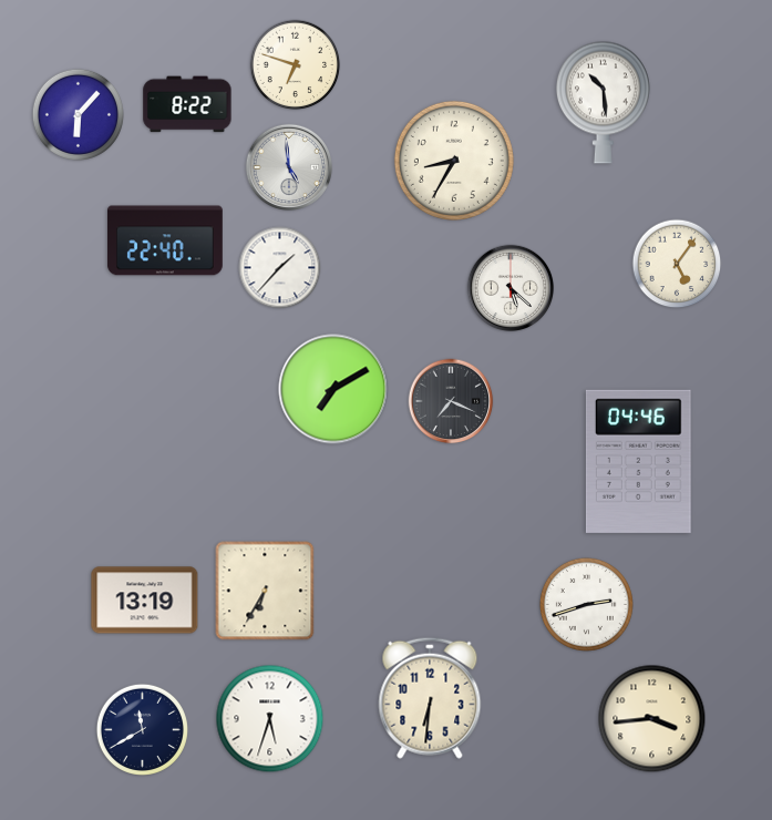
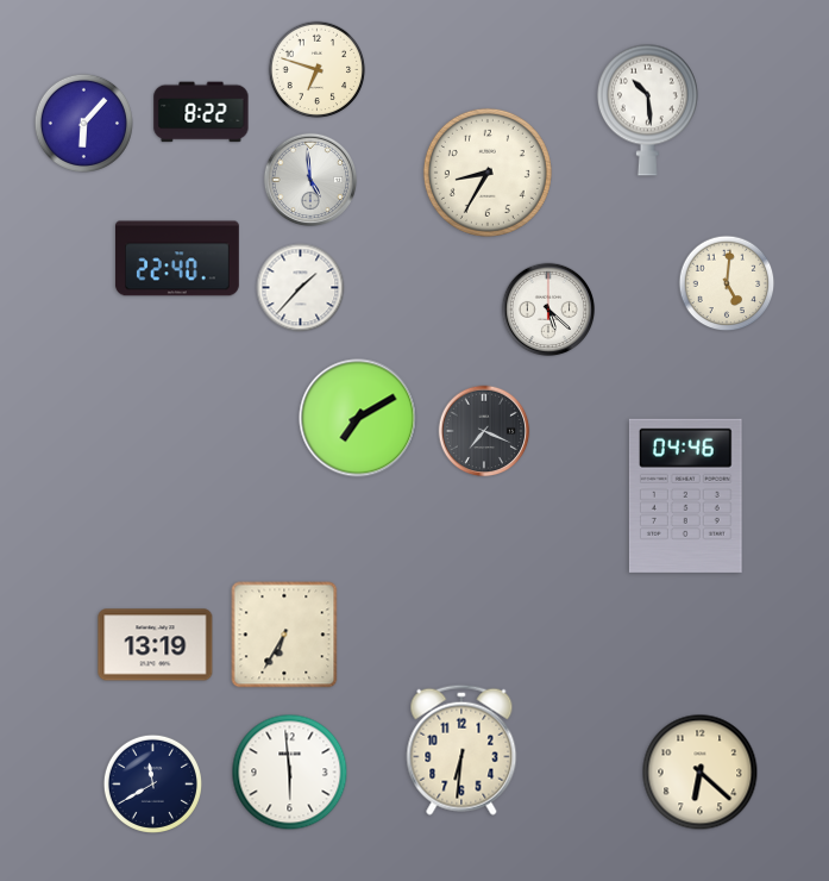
clock at (677, 264): 5:06 -> 5:01
clock at (586, 604): 2:42 -> none
clock at (270, 719): 5:33 -> 5:59
clock at (652, 719): 3:44 -> 6:22
